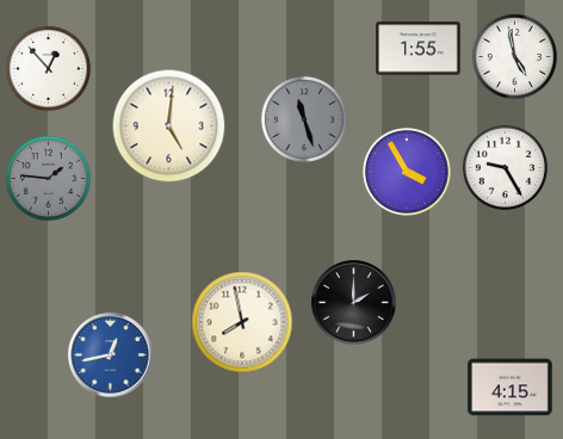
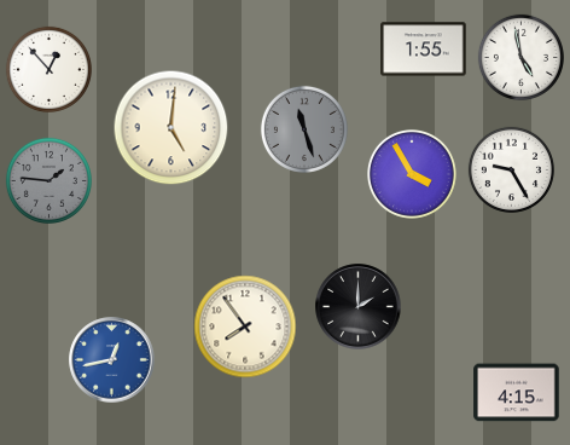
clock at (304, 119) position: (304, 119) -> (304, 129)
clock at (242, 322): 7:58 -> 7:54
